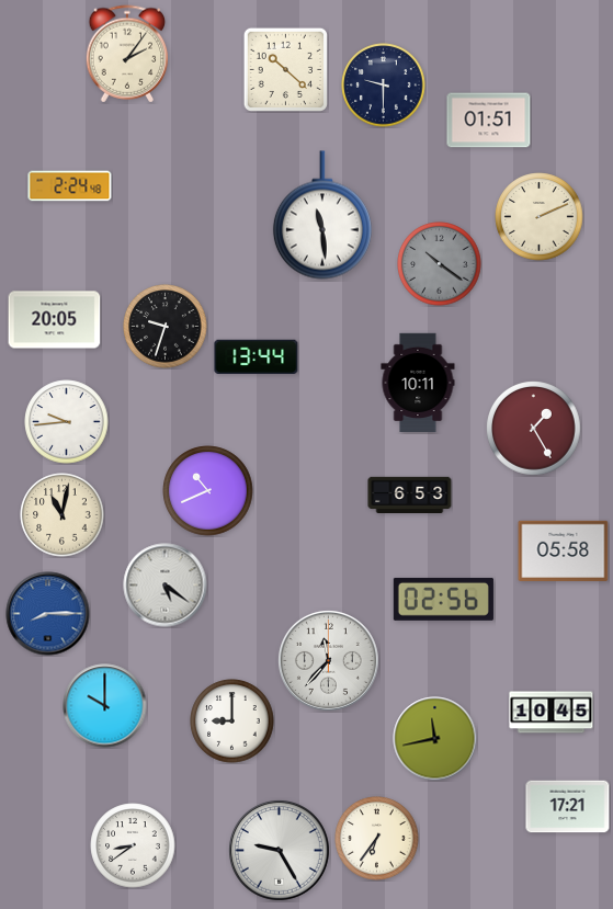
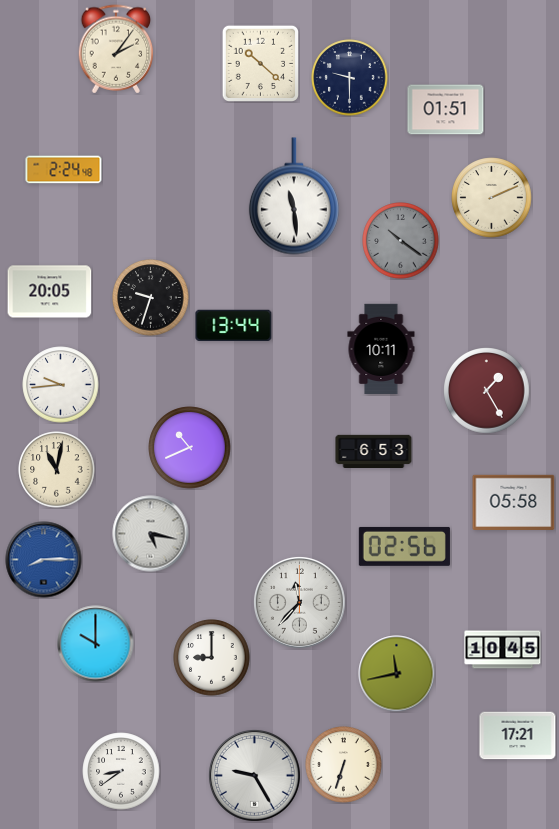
clock at (166, 586): 5:21 -> 5:17
clock at (377, 839): 6:36 -> 6:33
